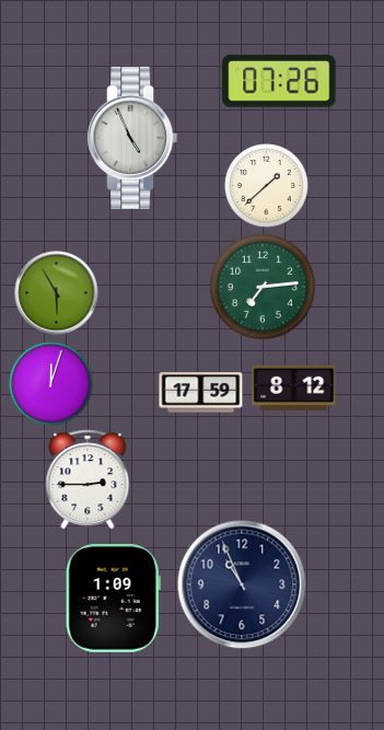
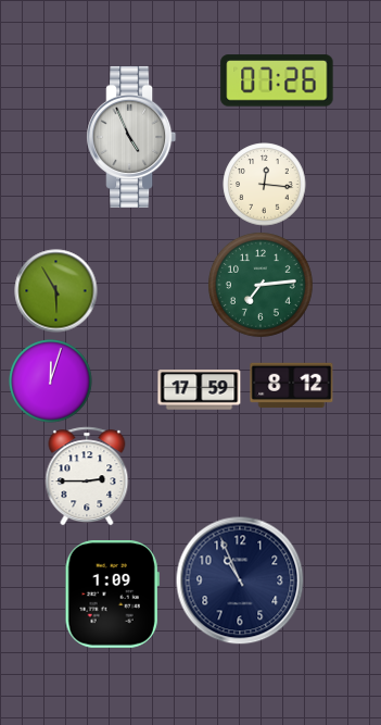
clock at (267, 186): 1:38 -> 12:16
